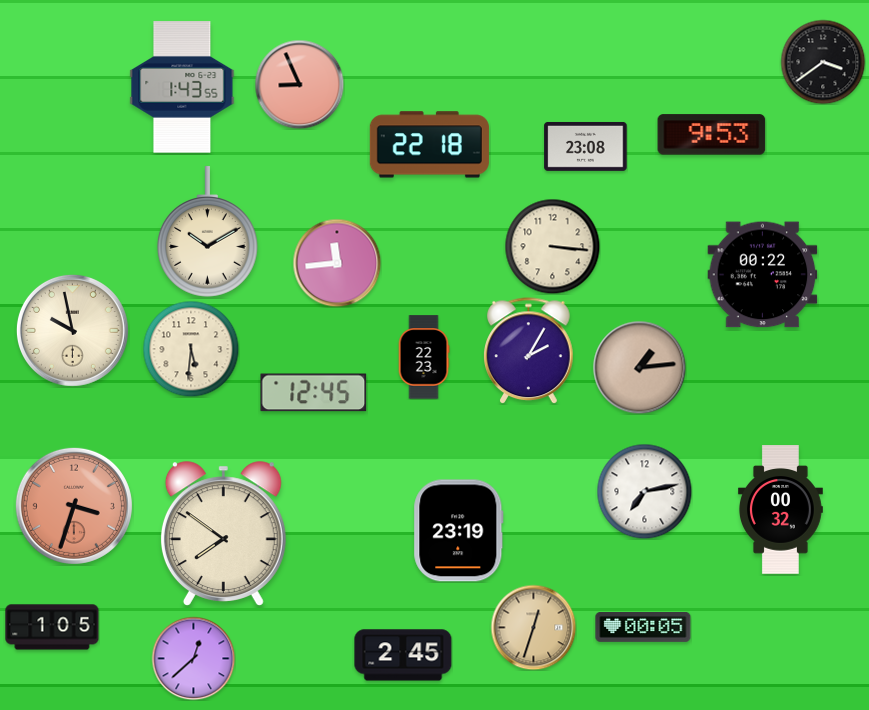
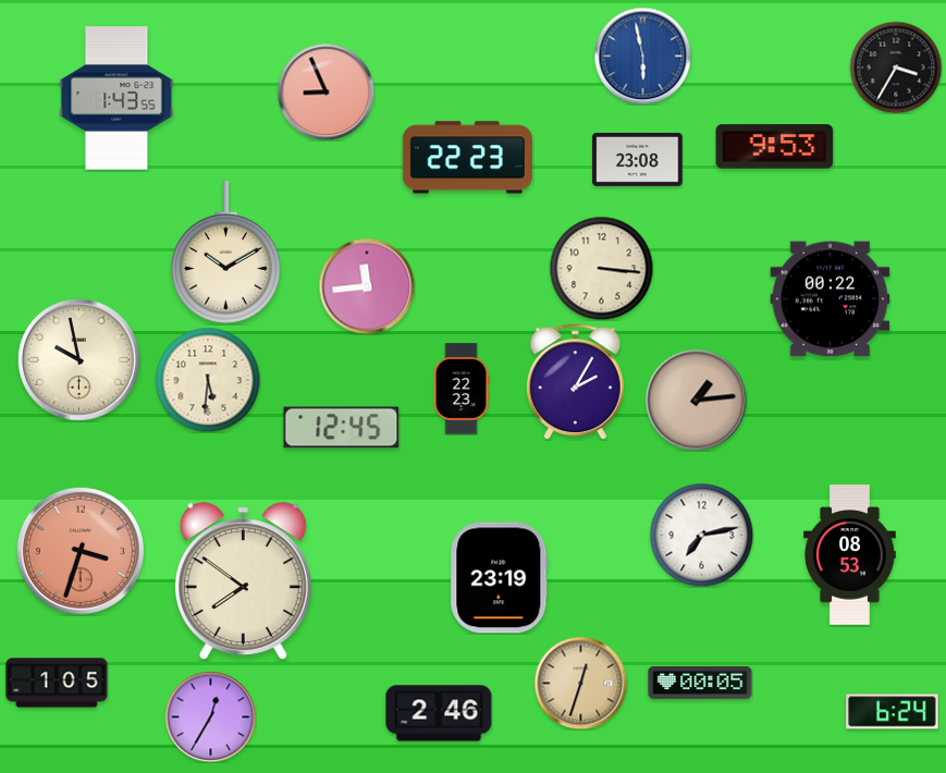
clock at (642, 56): none -> 5:58
clock at (823, 62): 3:39 -> 3:35
clock at (182, 87) position: (182, 87) -> (116, 98)
clock at (429, 145): 22:18 -> 22:23
clock at (780, 510): 00:32 -> 08:53
clock at (893, 712): none -> 6:24
clock at (403, 655): 2:45 -> 2:46
clock at (193, 658): 12:38 -> 12:35
